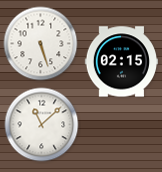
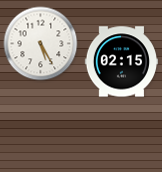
clock at (41, 44): 5:27 -> 5:25
clock at (42, 125): 11:08 -> none
